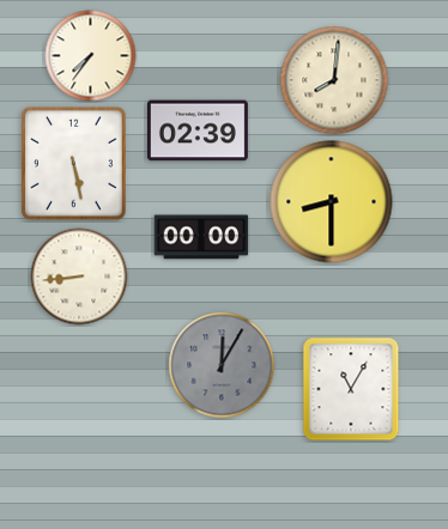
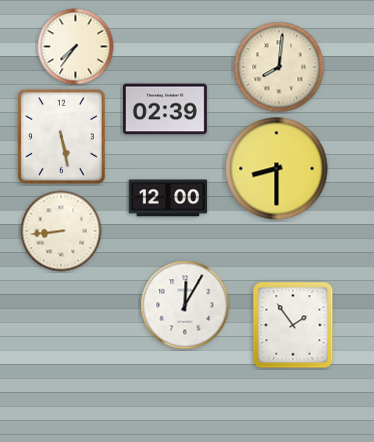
clock at (201, 237): 00:00 -> 12:00
clock at (79, 276) position: (79, 276) -> (61, 231)
clock at (222, 365) dial: grey -> white
clock at (351, 389): 11:05 -> 1:54
